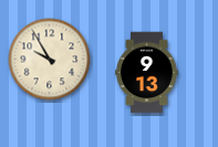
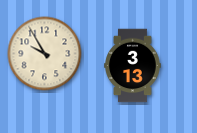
clock at (147, 73): 9:13 -> 3:13
